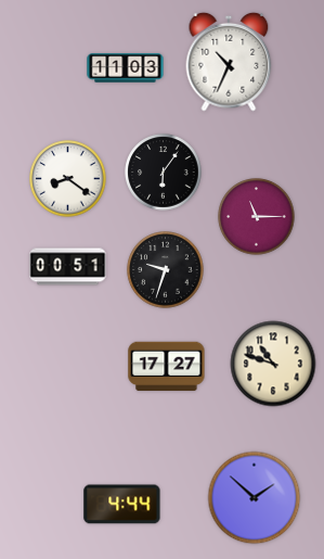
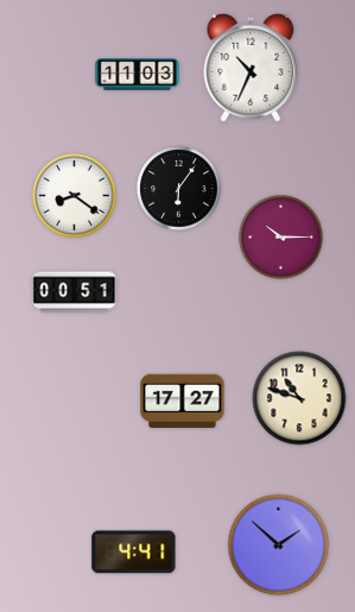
clock at (257, 217): 11:15 -> 10:15
clock at (166, 270): 9:33 -> none
clock at (122, 505): 4:44 -> 4:41
